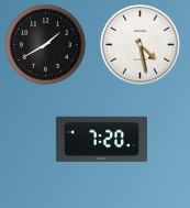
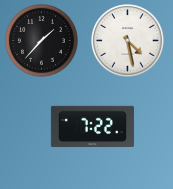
clock at (46, 45): 1:40 -> 1:37
clock at (101, 140): 7:20 -> 7:22
